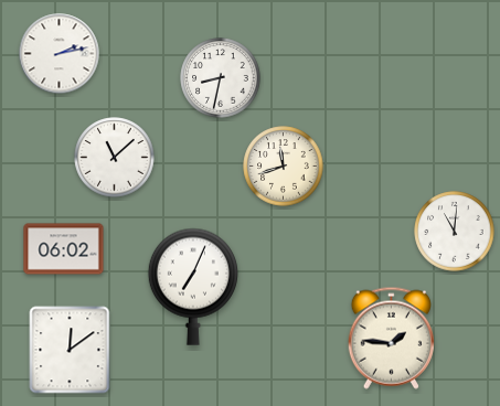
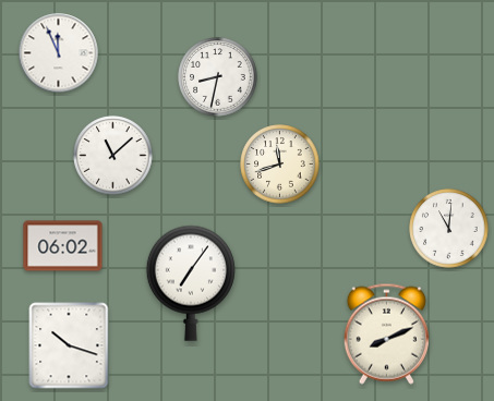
clock at (60, 54): 2:13 -> 11:56
clock at (193, 287): 7:04 -> 7:06
clock at (391, 338): 1:46 -> 8:11
clock at (70, 350): 12:09 -> 10:18
